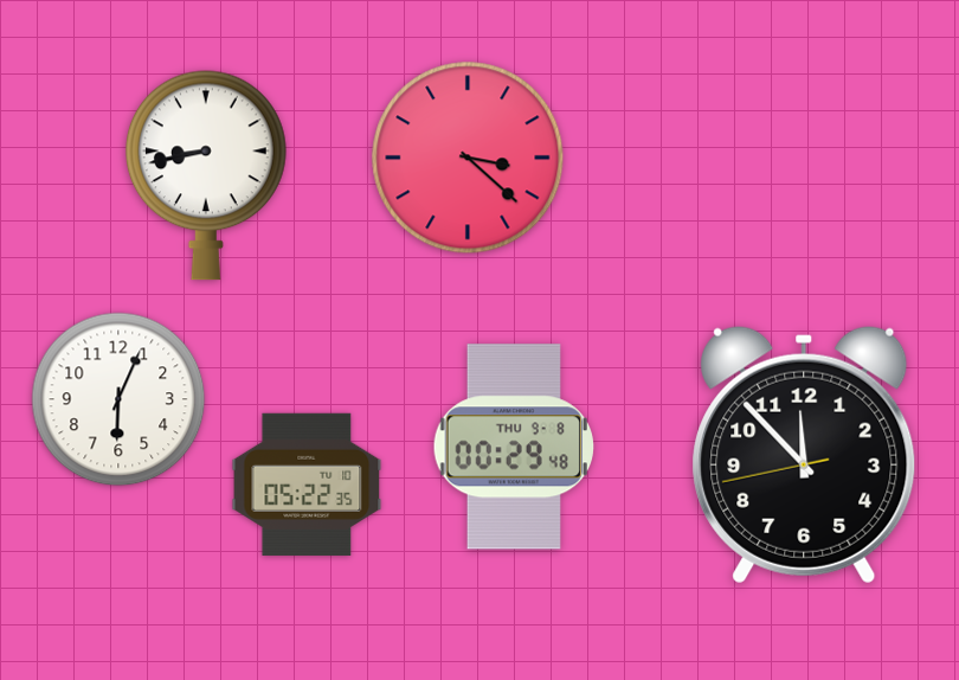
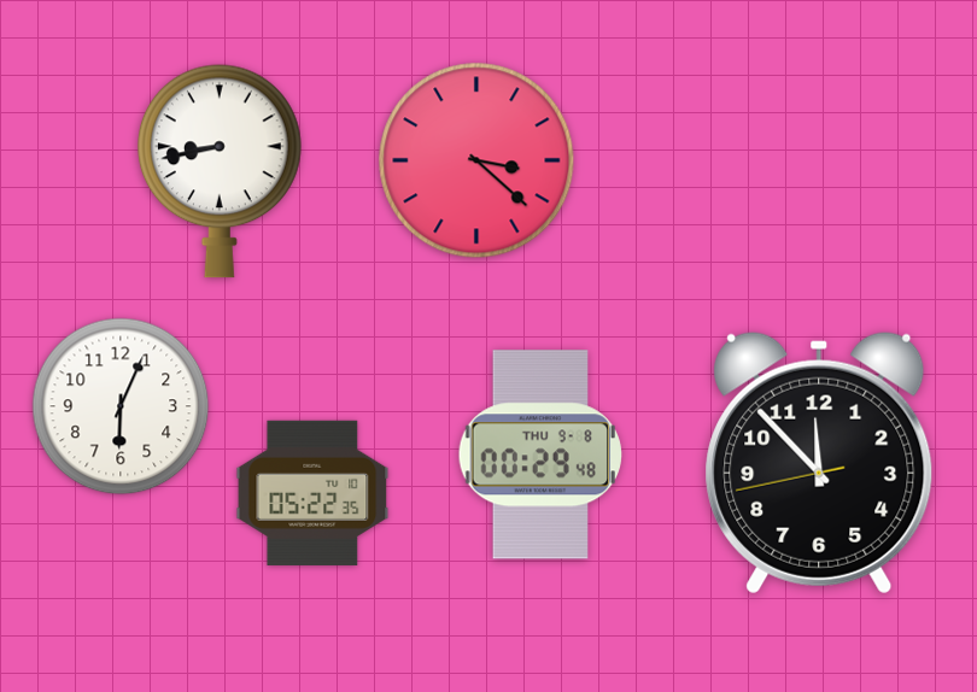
clock at (206, 175) position: (206, 175) -> (220, 171)
clock at (513, 447) position: (513, 447) -> (539, 455)
